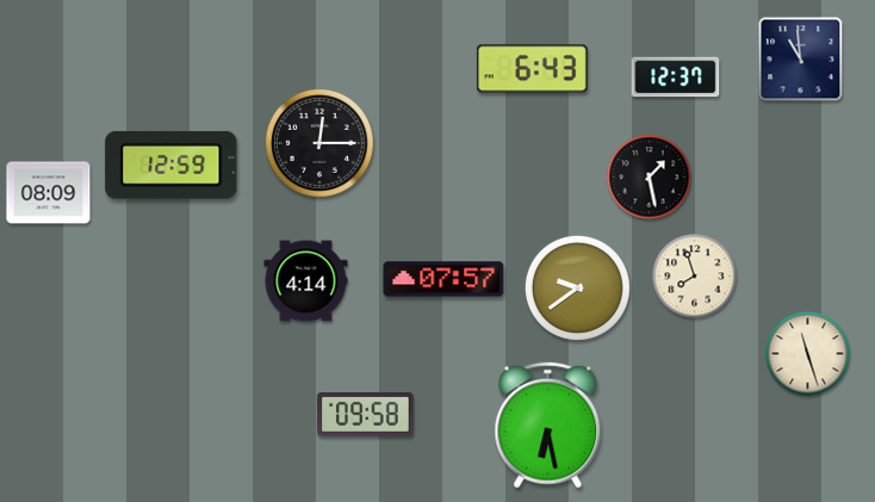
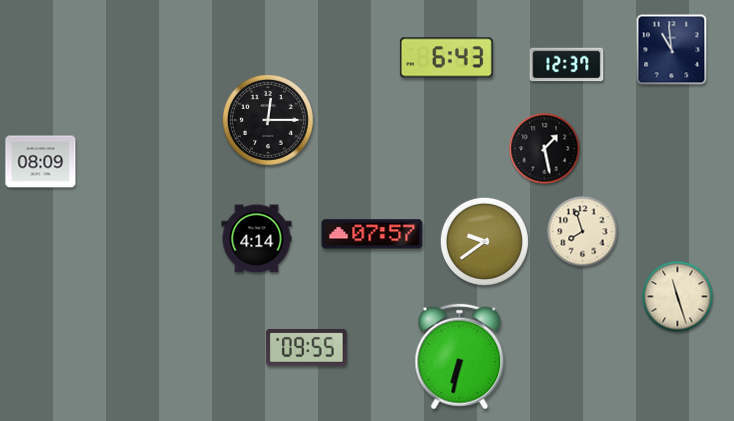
clock at (172, 165): 12:59 -> none
clock at (306, 281) position: (306, 281) -> (257, 239)
clock at (366, 414): 09:58 -> 09:55
clock at (548, 426): 6:28 -> 6:32
